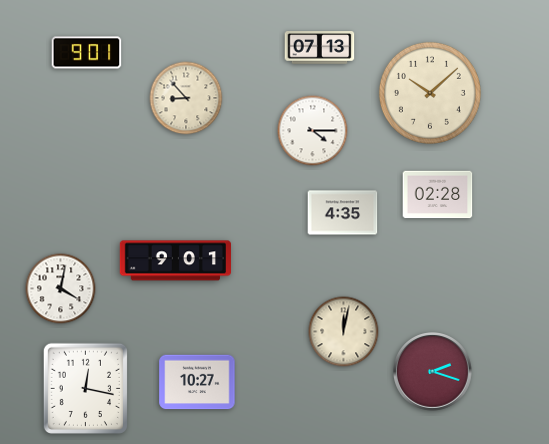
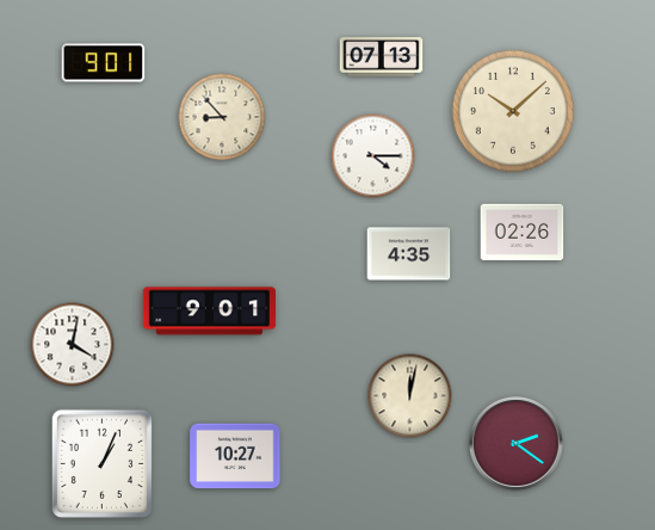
clock at (438, 195): 02:28 -> 02:26
clock at (433, 372): 2:18 -> 2:21
clock at (85, 388): 12:17 -> 1:04
